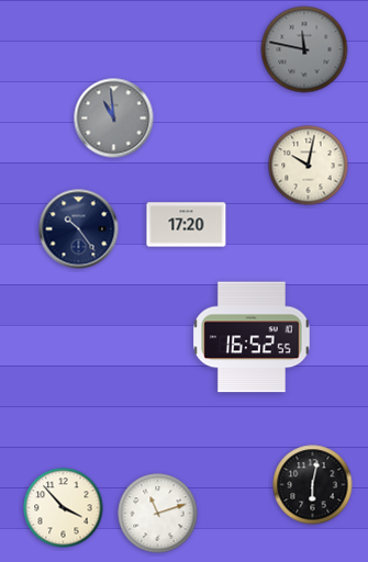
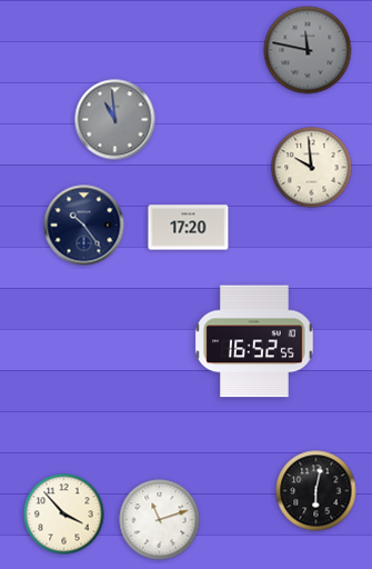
clock at (309, 166): 10:02 -> 9:59
clock at (79, 229) position: (79, 229) -> (84, 226)
